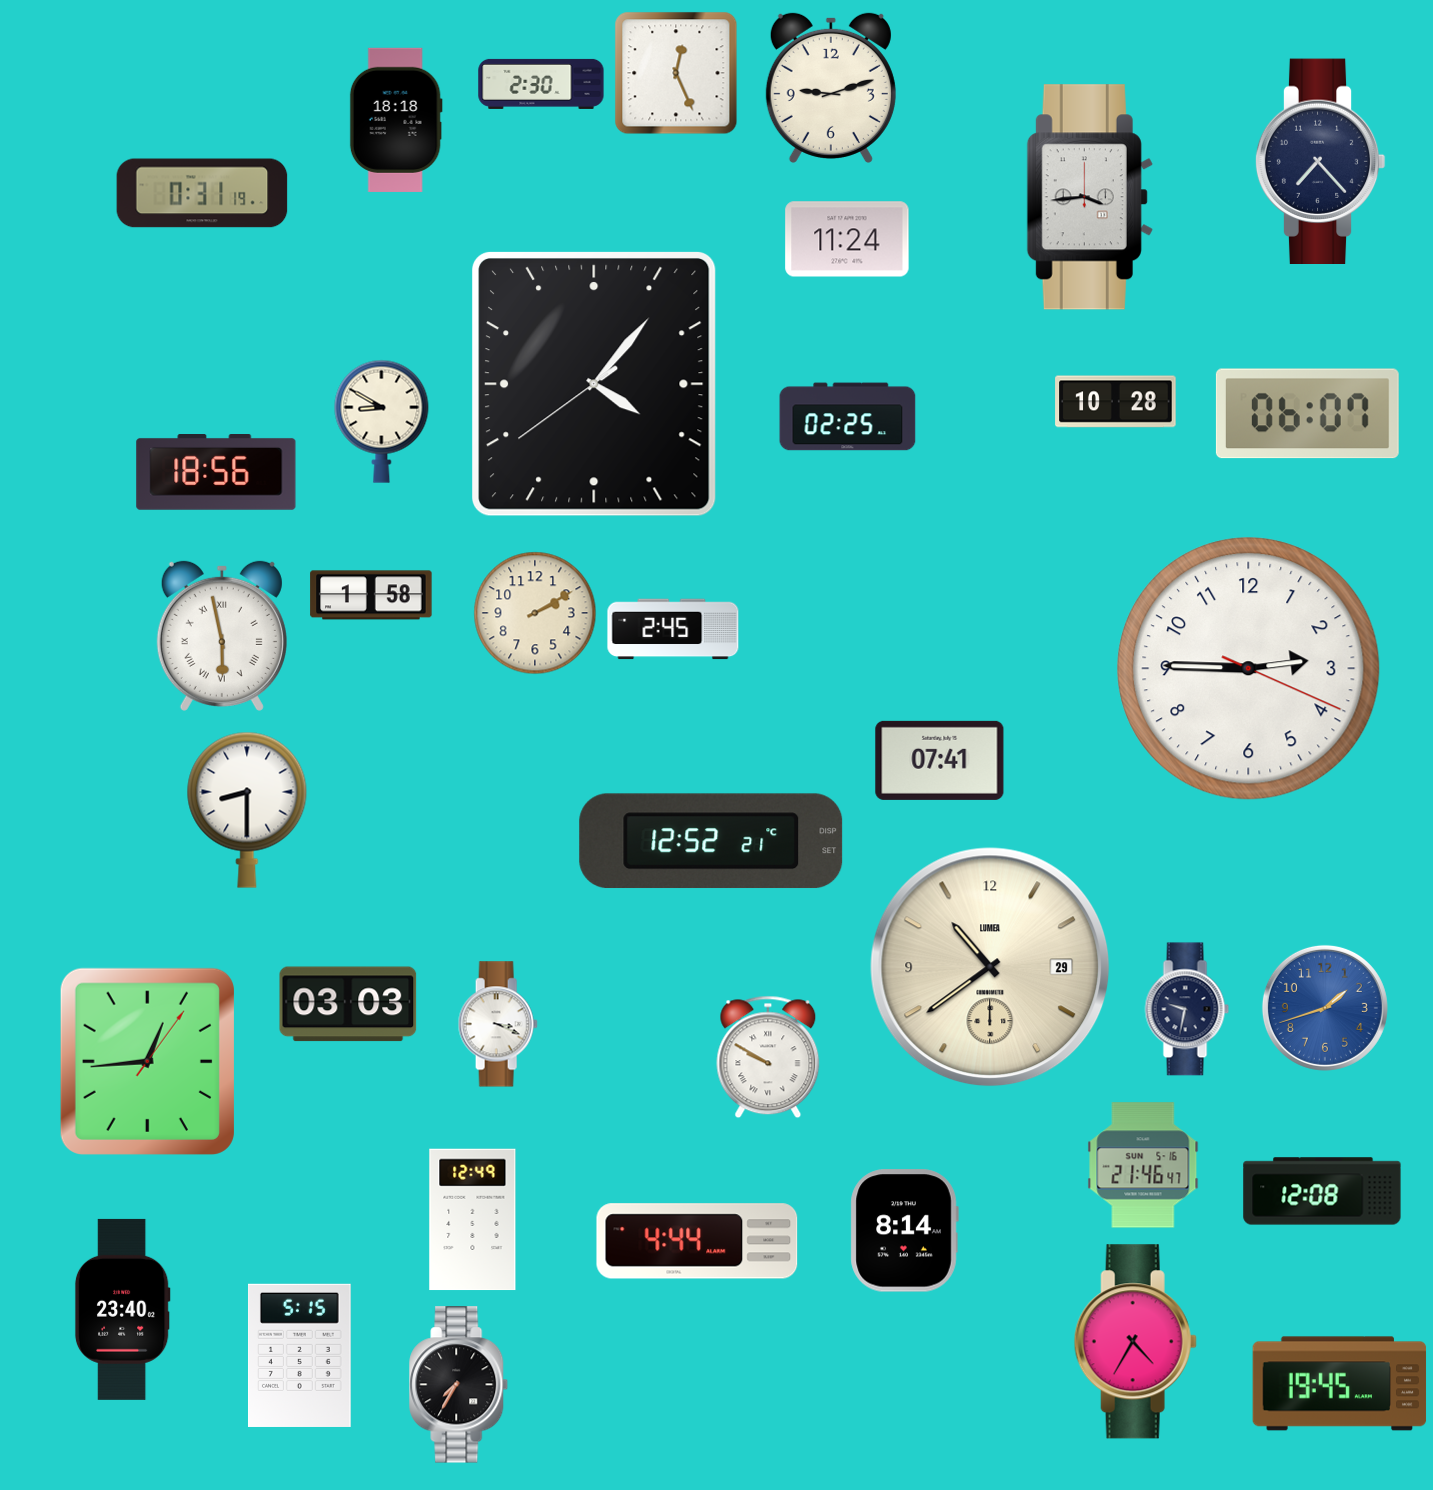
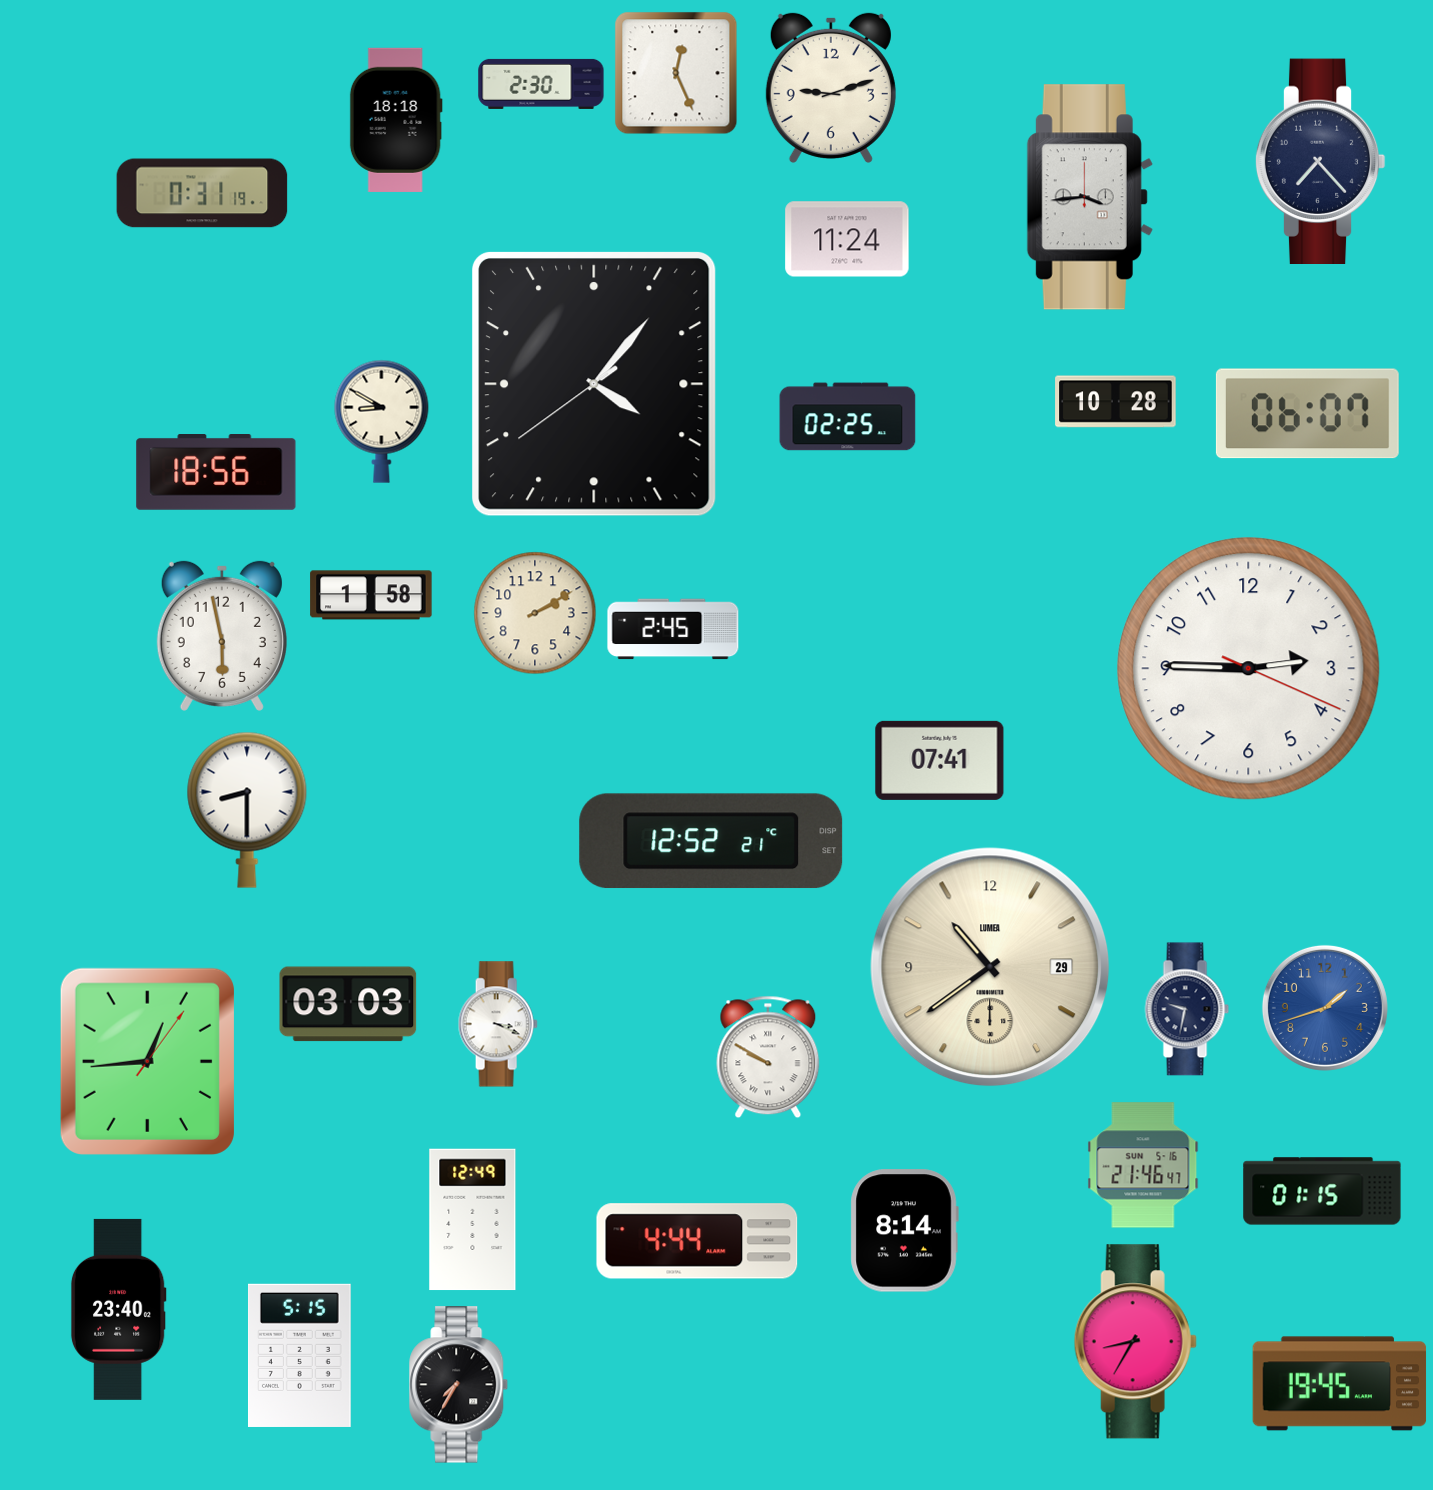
clock at (222, 636) numerals: Roman -> Arabic
clock at (1322, 1191): 12:08 -> 01:15
clock at (122, 1309) position: (122, 1309) -> (118, 1309)
clock at (1135, 1342): 4:35 -> 8:35
